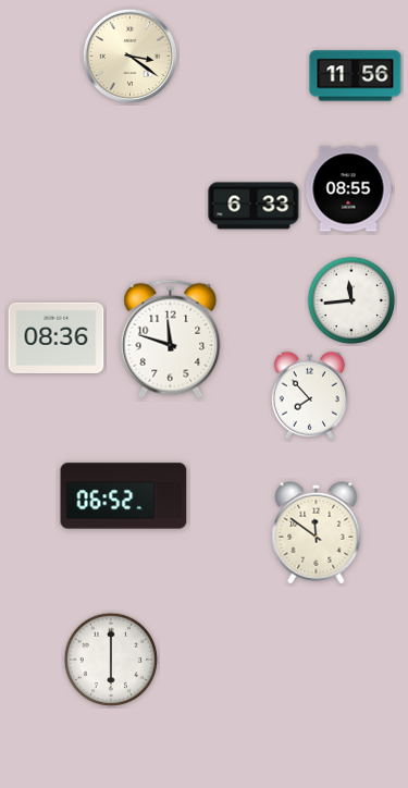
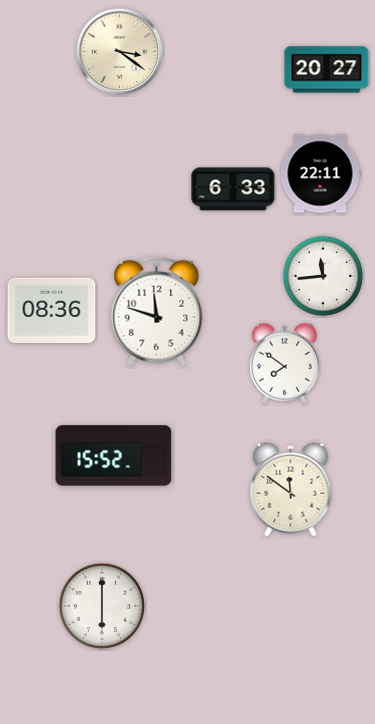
clock at (356, 76): 11:56 -> 20:27
clock at (348, 189): 08:55 -> 22:11
clock at (309, 395): 7:53 -> 7:51
clock at (124, 496): 06:52 -> 15:52
